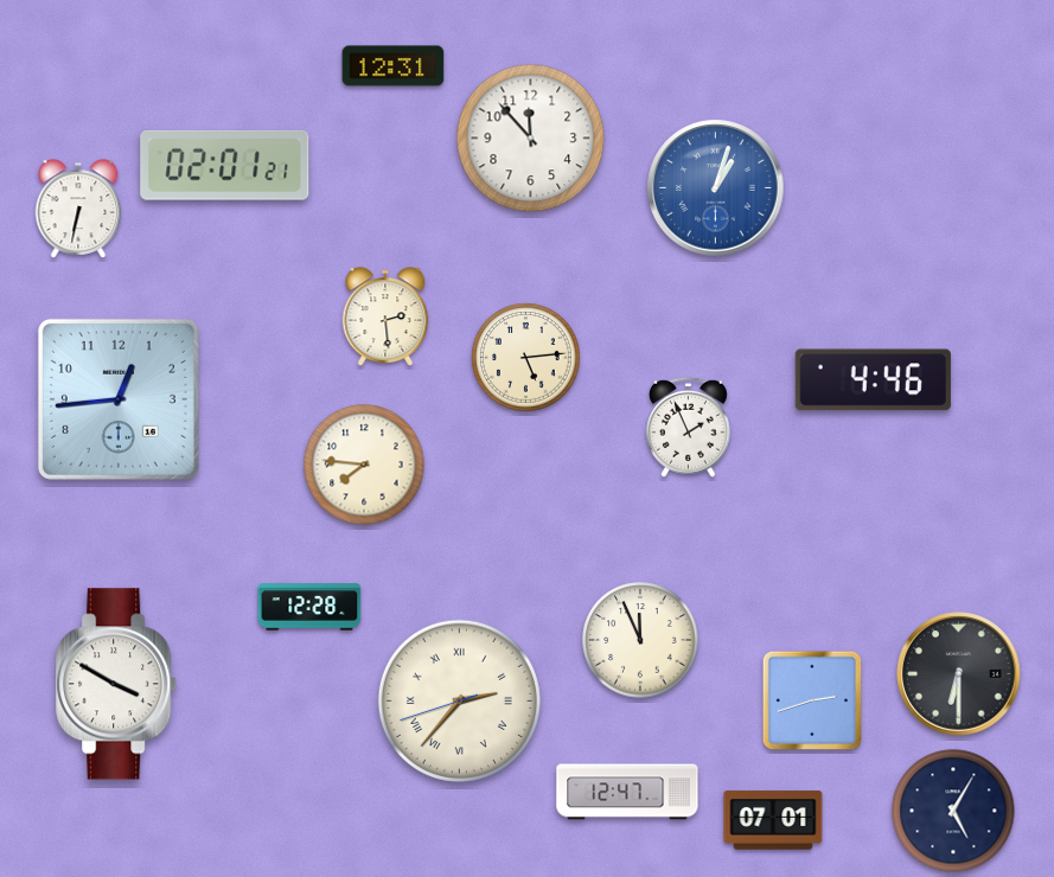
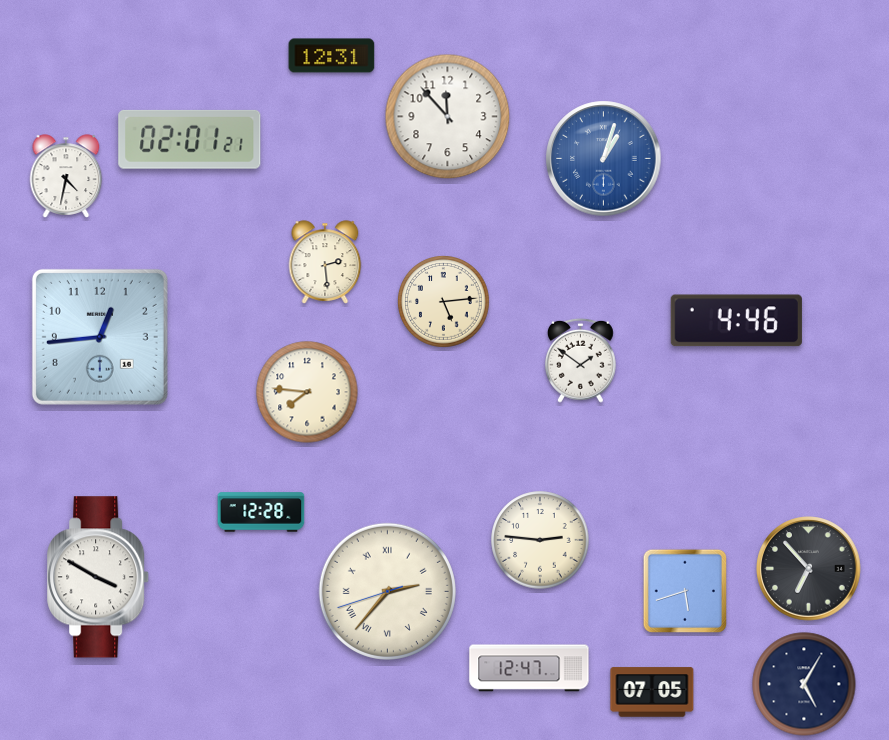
clock at (78, 209): 6:32 -> 4:32
clock at (385, 316) position: (385, 316) -> (325, 262)
clock at (688, 427): 1:56 -> 1:51
clock at (640, 640): 11:56 -> 2:46
clock at (959, 674): 6:30 -> 6:53
clock at (811, 699): 2:42 -> 5:42
clock at (773, 820): 07:01 -> 07:05
